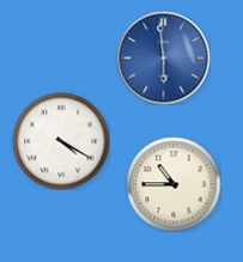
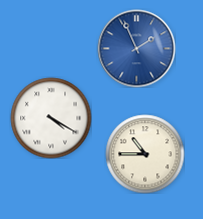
clock at (163, 57): 5:59 -> 1:56
